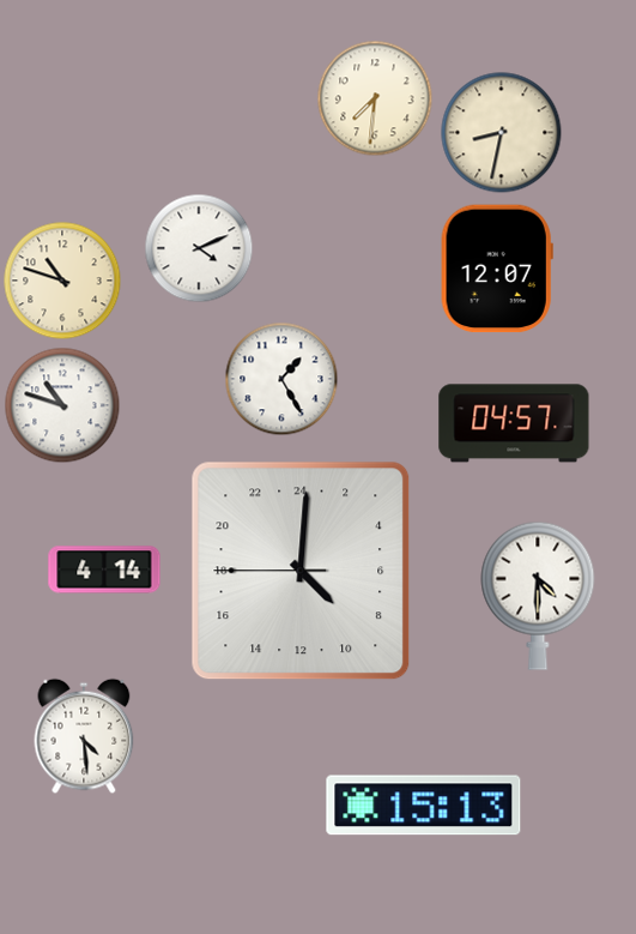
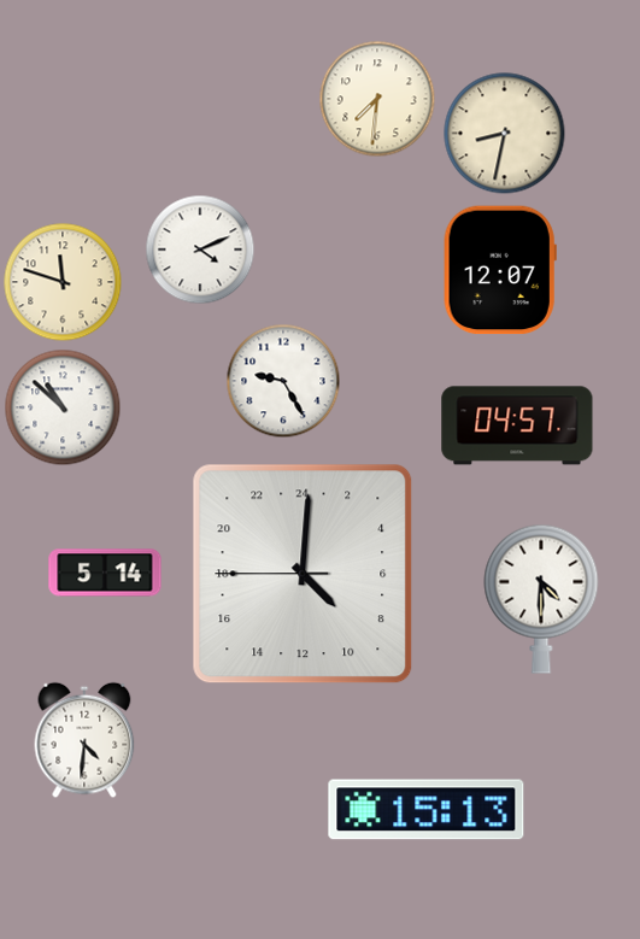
clock at (62, 281): 10:48 -> 11:48
clock at (281, 379): 1:25 -> 9:25
clock at (62, 405): 10:48 -> 10:52
clock at (104, 570): 4:14 -> 5:14
clock at (84, 736): 4:29 -> 4:31
